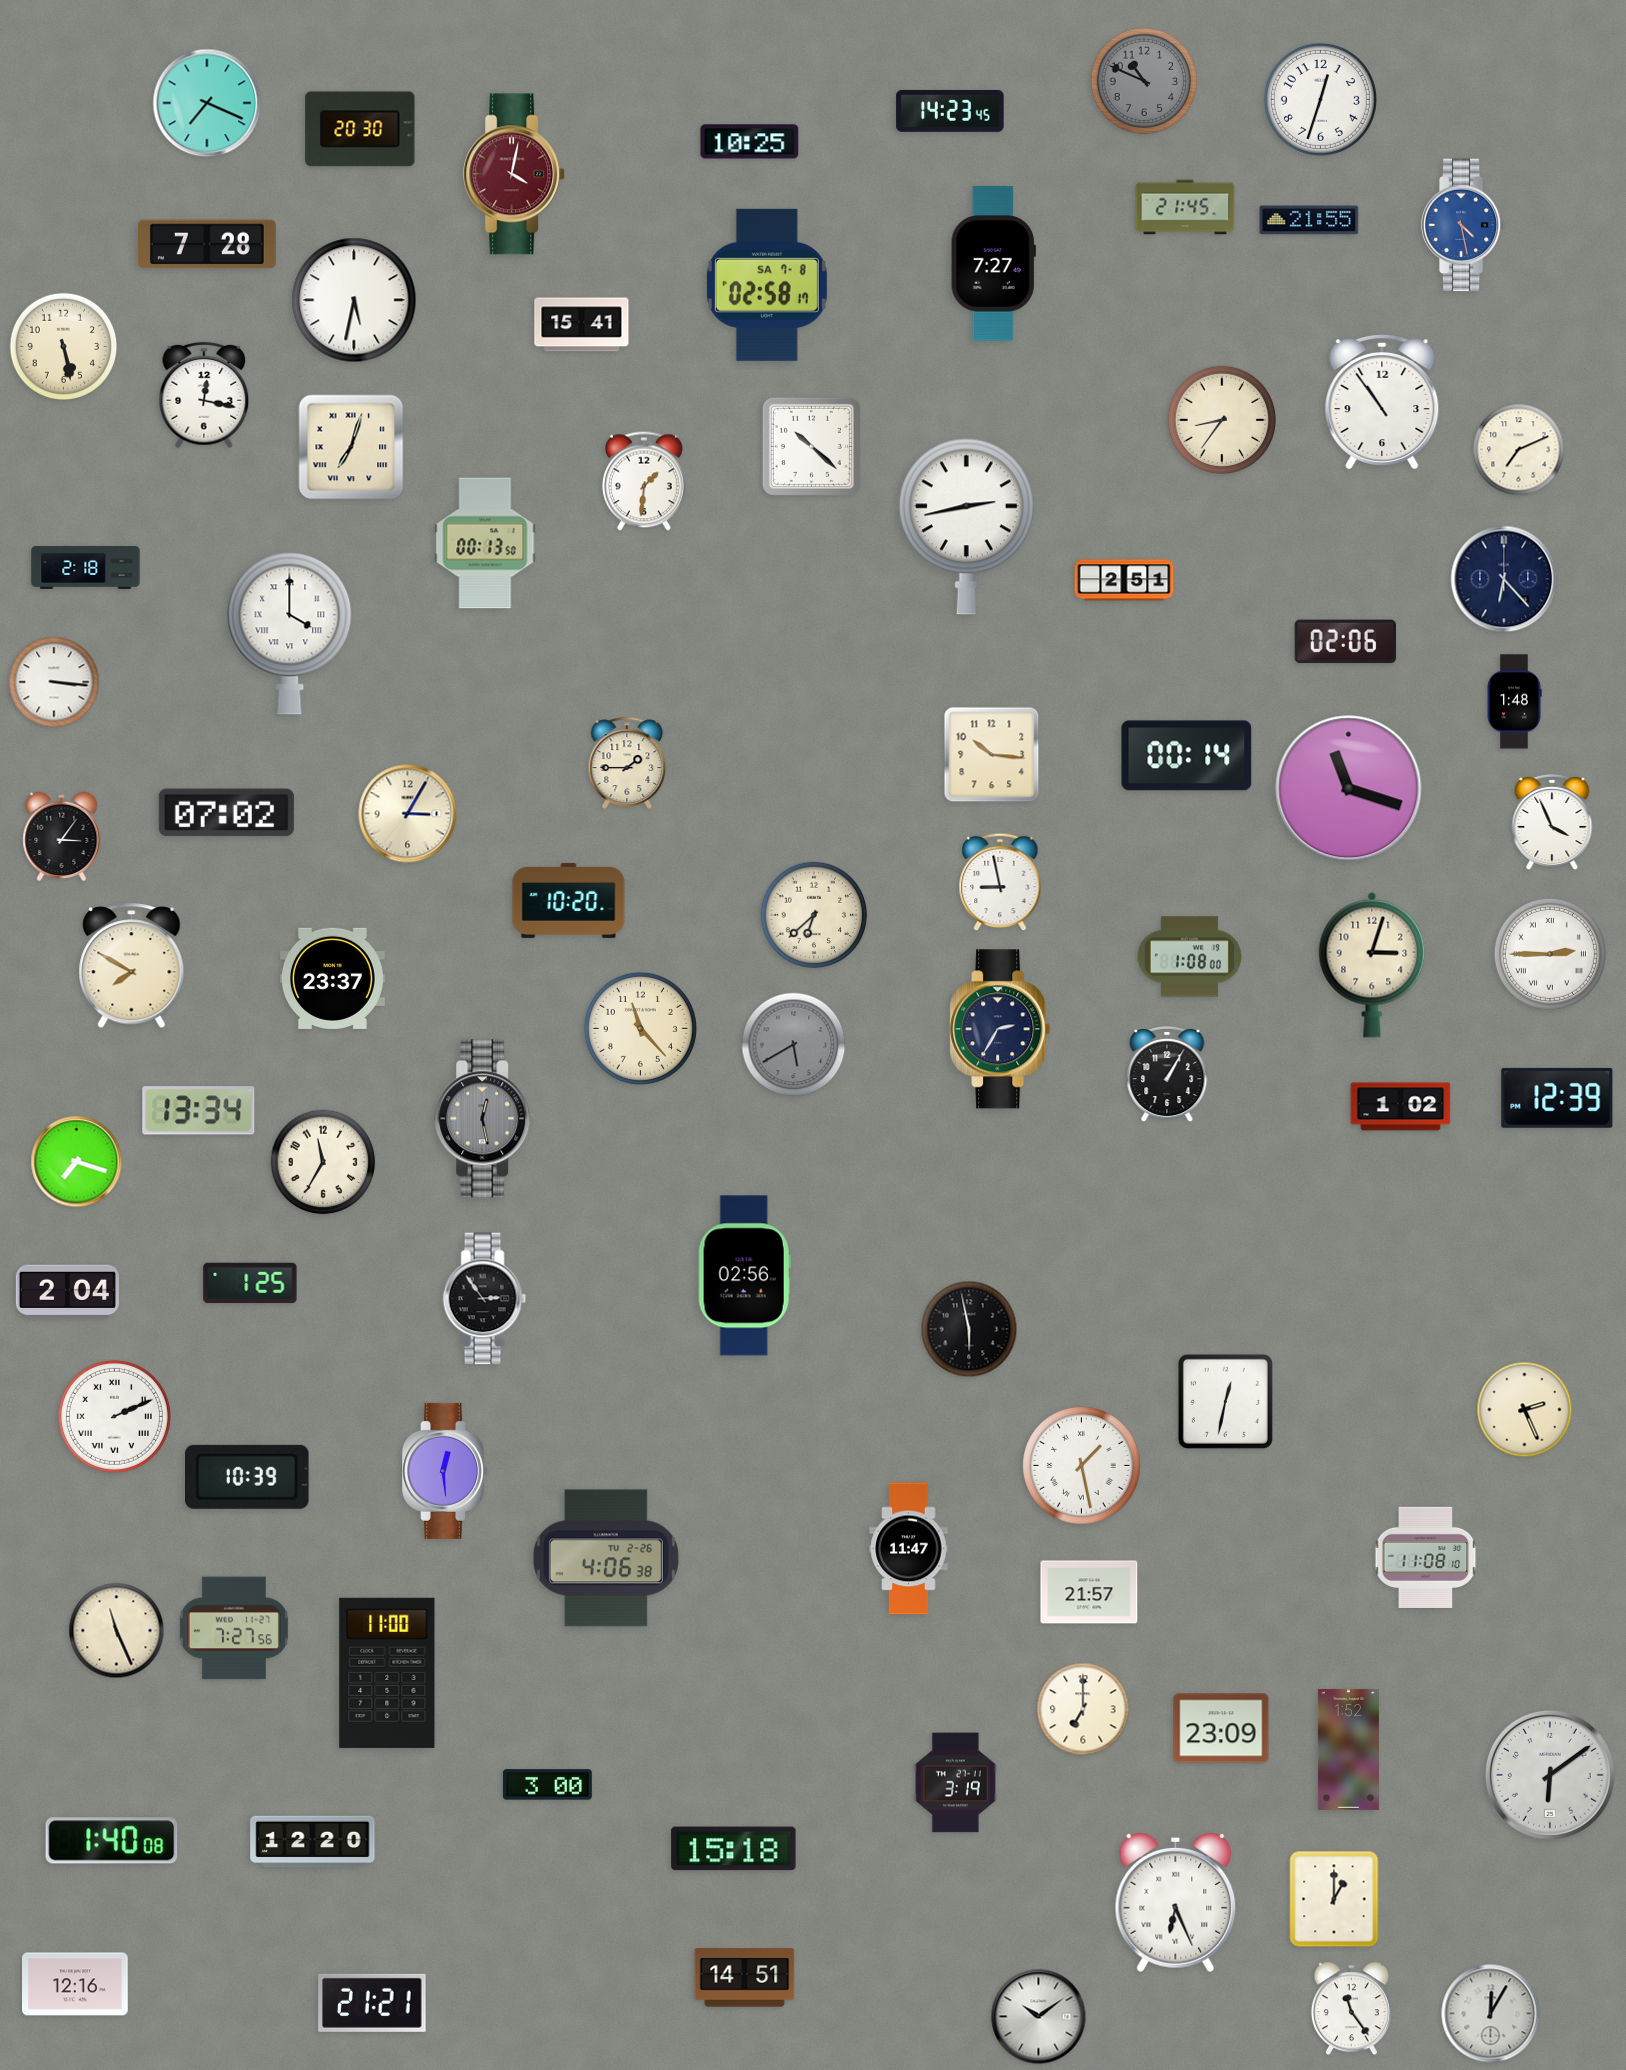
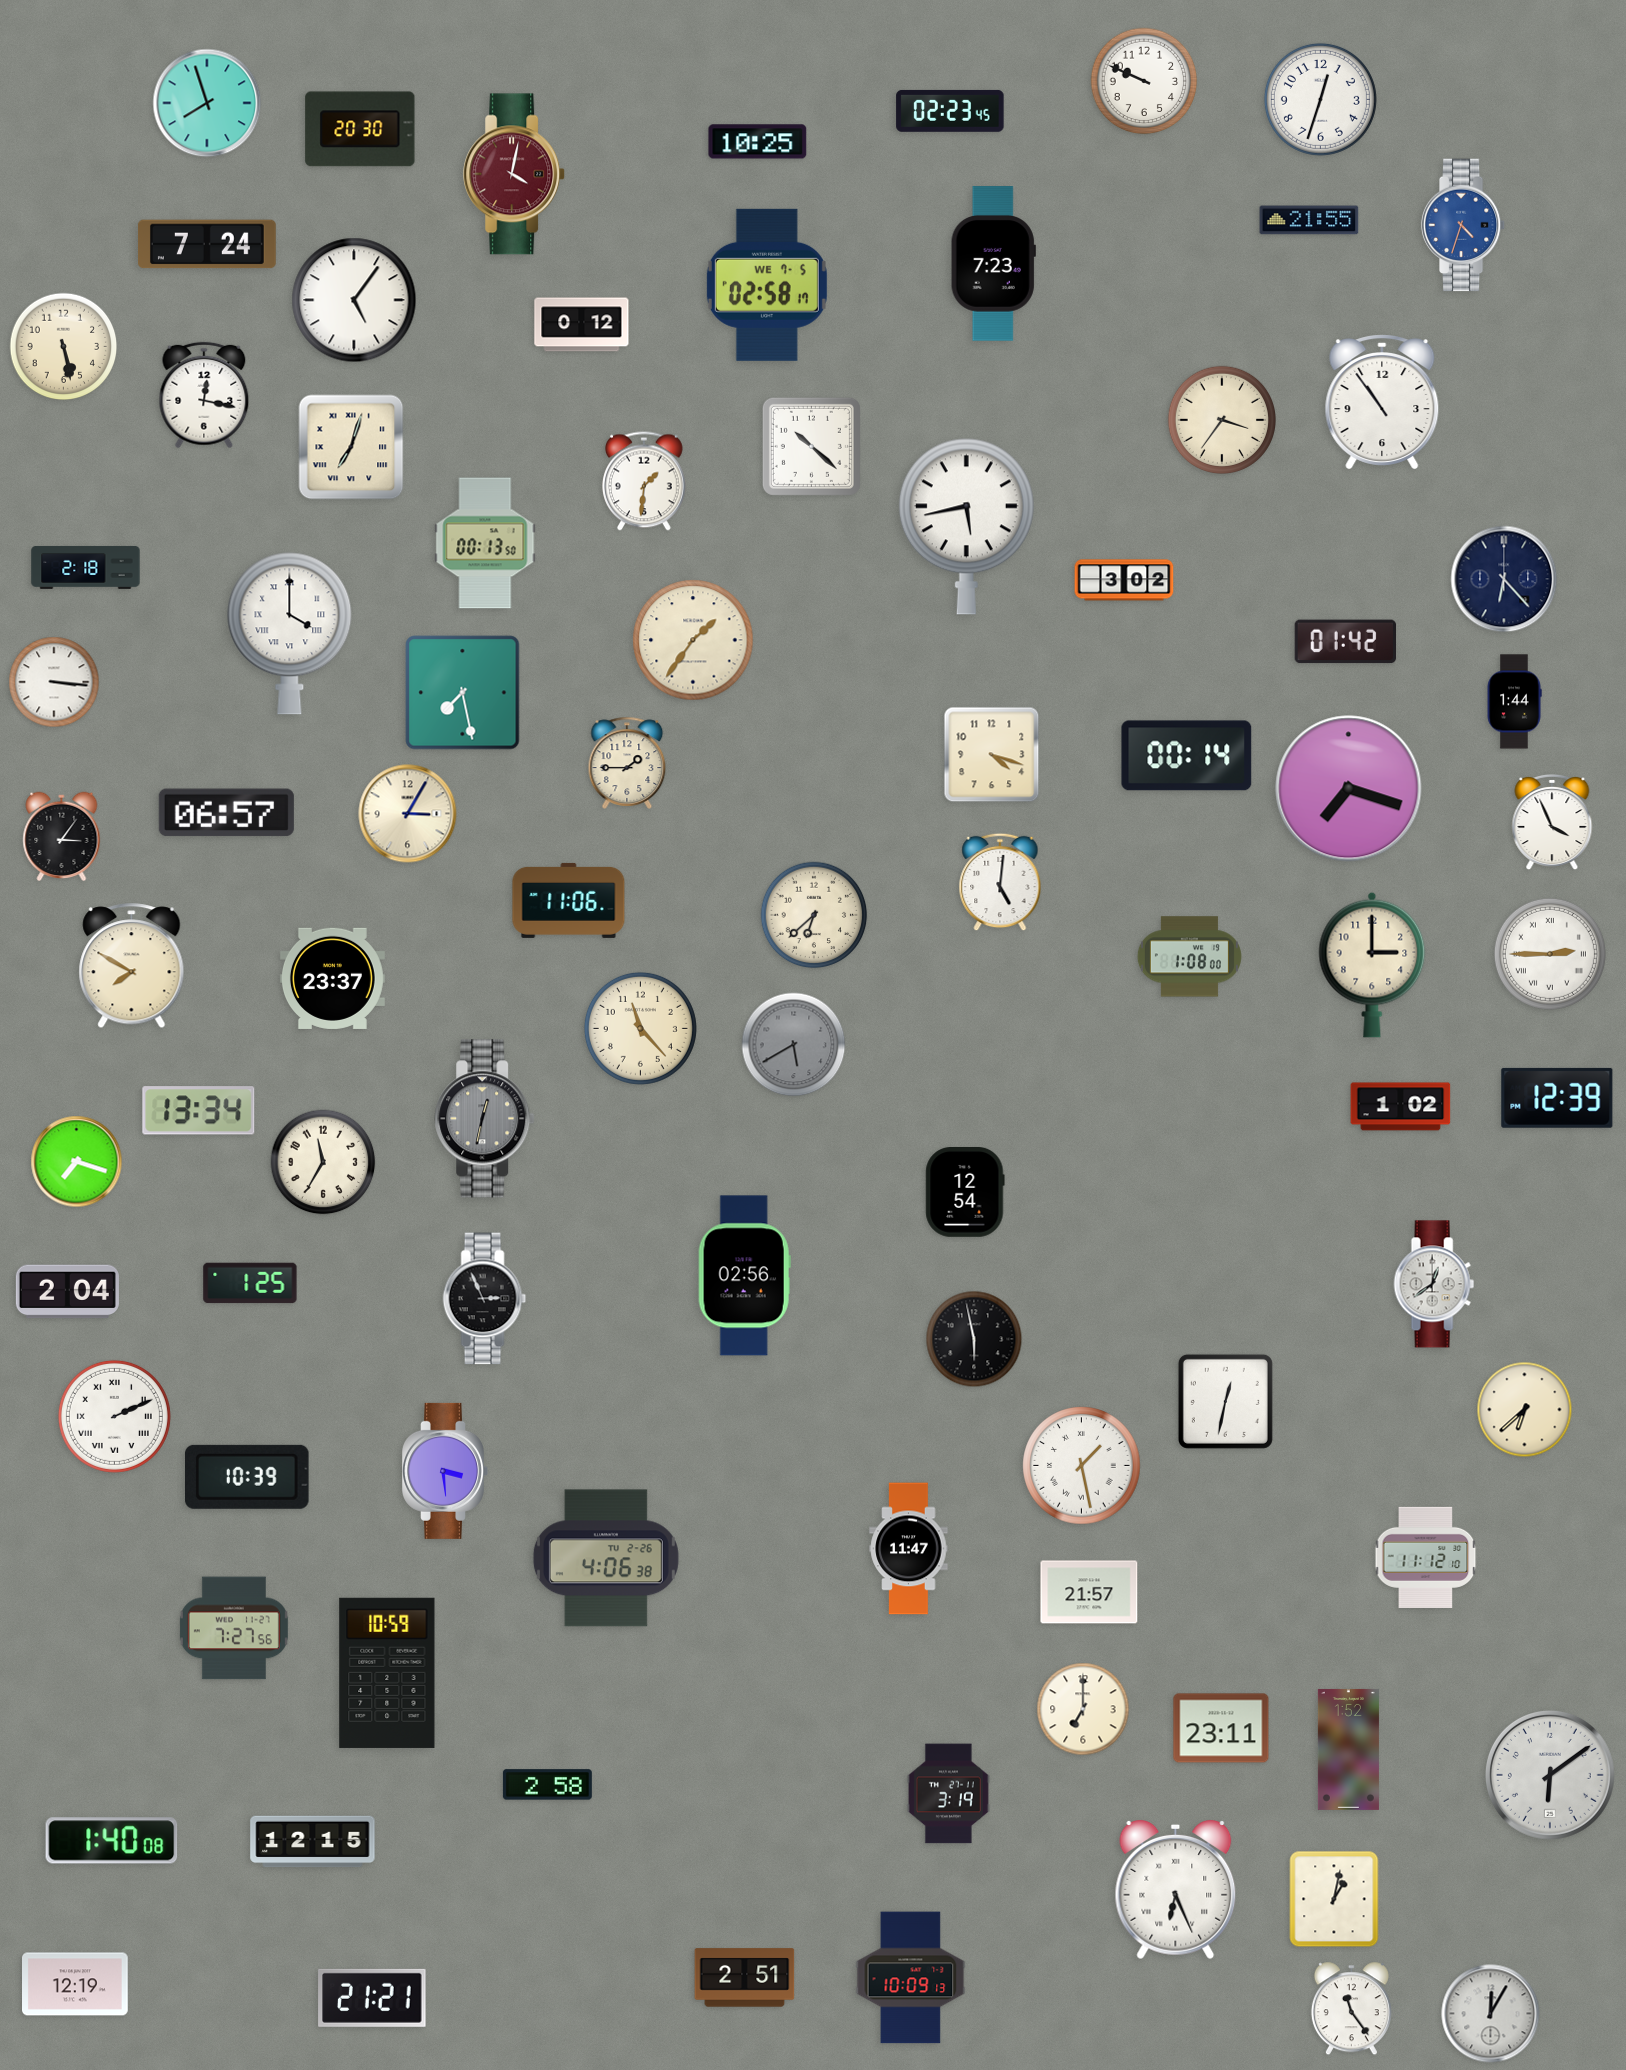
clock at (1144, 81): 10:49 -> 9:49
clock at (1144, 81) dial: grey -> white
clock at (207, 103): 7:19 -> 7:57
clock at (950, 111): 14:23 -> 02:23
clock at (750, 142) position: (750, 142) -> (758, 142)
clock at (1185, 207): 21:45 -> none
clock at (1463, 225): 4:28 -> 4:33
clock at (208, 244): 7:28 -> 7:24
clock at (993, 264): 7:27 -> 7:23
clock at (767, 285) date: SA 7-8 -> WE 7-5
clock at (354, 300): 5:32 -> 5:06
clock at (582, 325): 15:41 -> 0:12
clock at (1221, 419): 8:36 -> 3:36
clock at (1519, 450): 7:11 -> none
clock at (966, 526): 2:43 -> 5:43
clock at (1124, 580): 2:51 -> 3:02
clock at (693, 640): none -> 1:36
clock at (1345, 642): 02:06 -> 01:42
clock at (463, 693): none -> 7:28
clock at (1514, 702): 1:48 -> 1:44
clock at (992, 755): 10:16 -> 4:18
clock at (1349, 789): 11:18 -> 7:18
clock at (226, 813): 07:02 -> 06:57
clock at (1000, 882): 8:58 -> 5:01
clock at (569, 900): 10:20 -> 11:06
clock at (1372, 965): 3:03 -> 3:00
clock at (1000, 1029): 2:35 -> none
clock at (1167, 1074): 1:05 -> none
clock at (485, 1119): 12:28 -> 12:32
clock at (965, 1193): none -> 12:54
clock at (1434, 1284): none -> 12:39
clock at (485, 1299): 2:54 -> 2:56
clock at (969, 1329) position: (969, 1329) -> (974, 1339)
clock at (1525, 1410): 2:26 -> 6:38
clock at (445, 1471): 12:29 -> 3:29
clock at (1426, 1557): 11:08 -> 11:12
clock at (117, 1631): 11:26 -> none
clock at (387, 1673): 11:00 -> 10:59
clock at (1221, 1728): 23:09 -> 23:11
clock at (955, 1783) position: (955, 1783) -> (948, 1794)
clock at (547, 1785): 3:00 -> 2:58
clock at (313, 1842): 12:20 -> 12:15
clock at (734, 1849): 15:18 -> none
clock at (1334, 1899): 1:00 -> 1:02
clock at (1176, 1903) position: (1176, 1903) -> (1176, 1890)
clock at (745, 1978): 14:51 -> 2:51
clock at (911, 1978): none -> 10:09
clock at (76, 1984): 12:16 -> 12:19
clock at (372, 2003) position: (372, 2003) -> (372, 1998)
clock at (1039, 2017): 10:09 -> none
